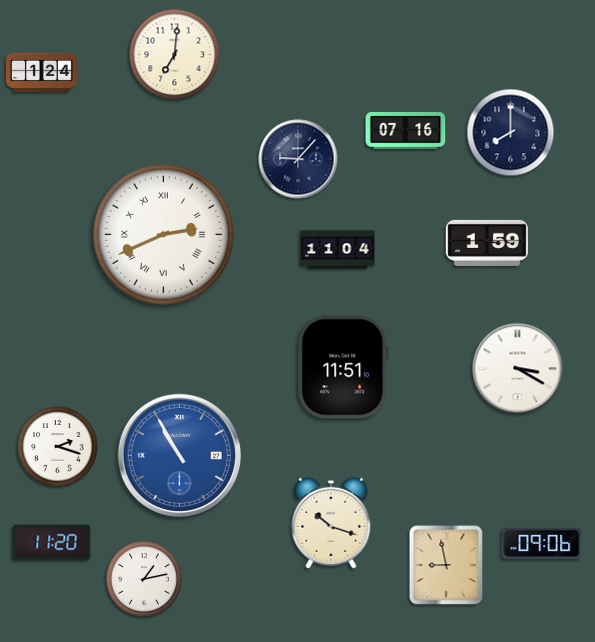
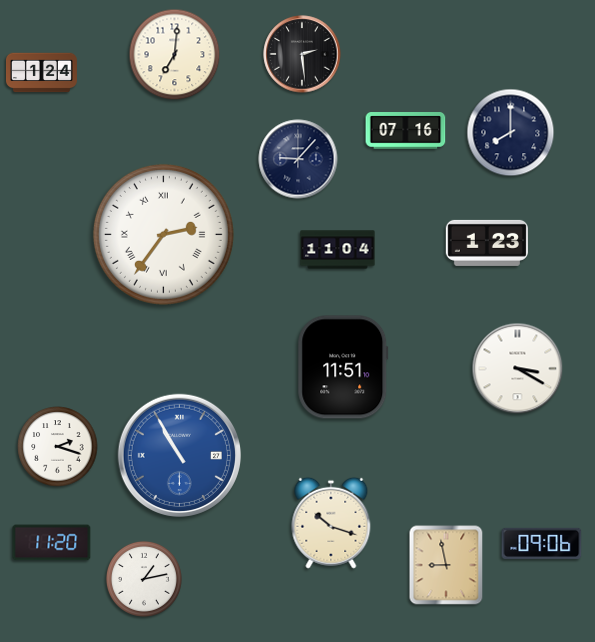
clock at (302, 54): none -> 2:29
clock at (163, 234): 2:41 -> 2:36
clock at (486, 243): 1:59 -> 1:23
